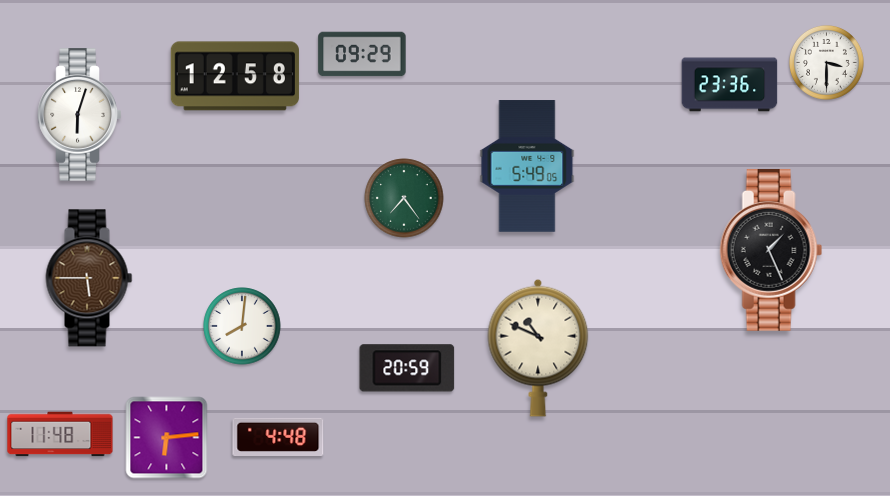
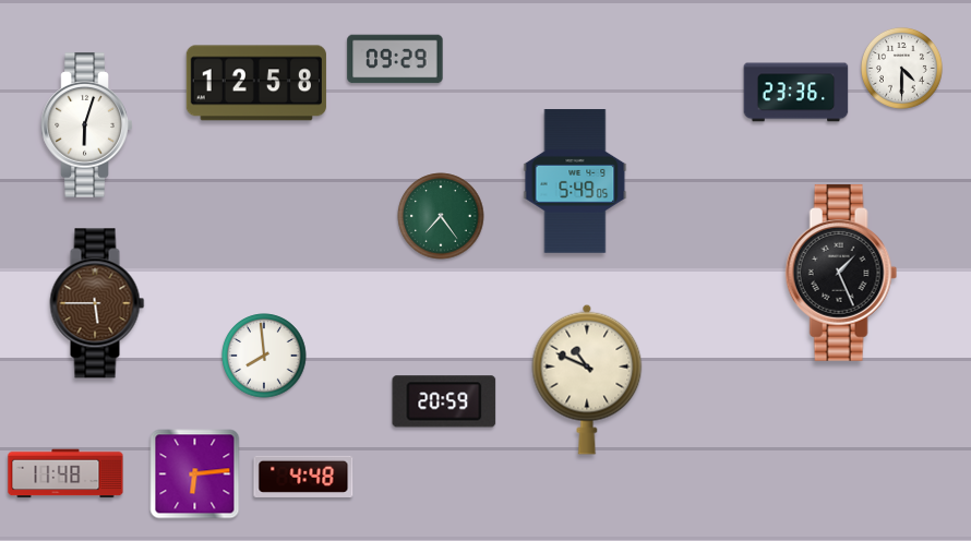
clock at (826, 62): 3:30 -> 4:30
clock at (242, 326): 8:01 -> 7:59
clock at (167, 438) position: (167, 438) -> (195, 474)
